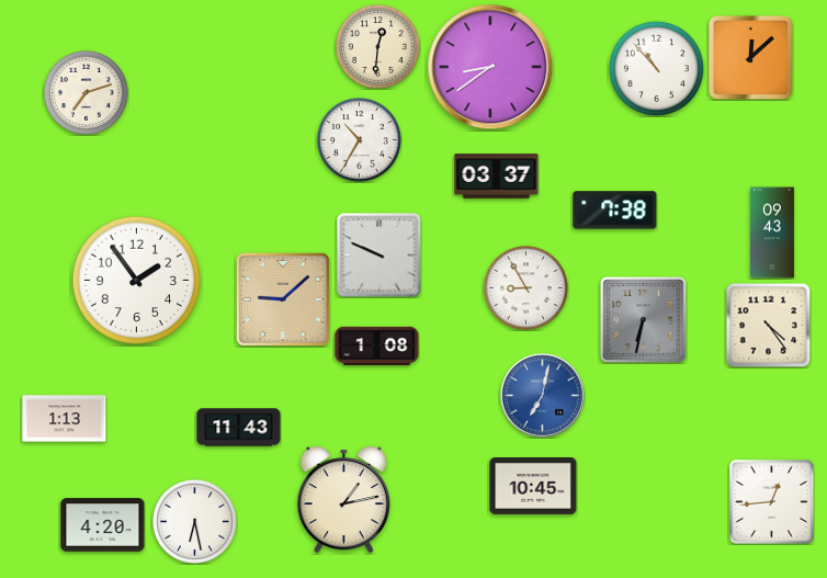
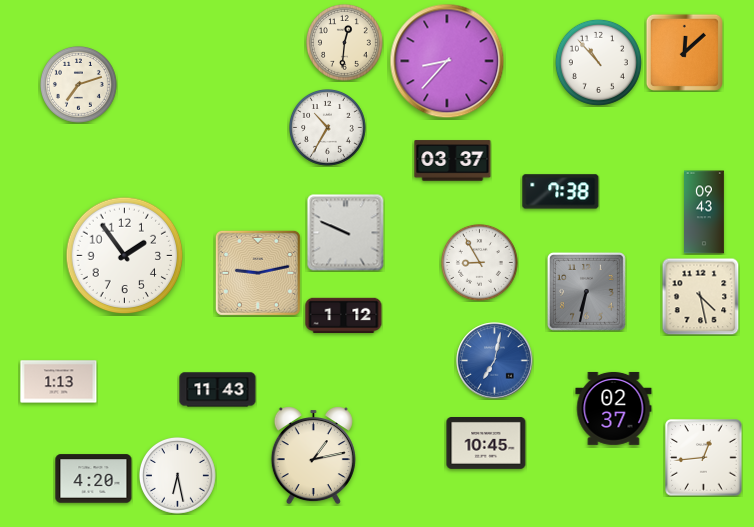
clock at (490, 67): 8:39 -> 8:37
clock at (283, 299): 9:08 -> 9:13
clock at (768, 325): 4:24 -> 4:28
clock at (377, 347): 1:08 -> 1:12
clock at (614, 408): none -> 02:37
